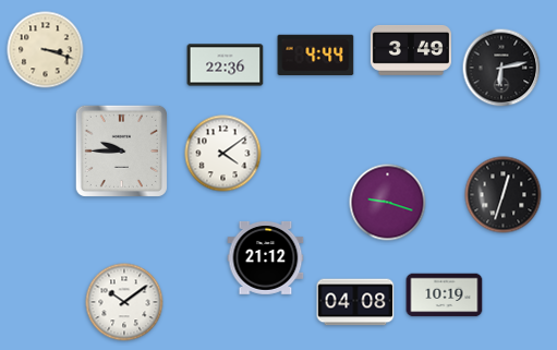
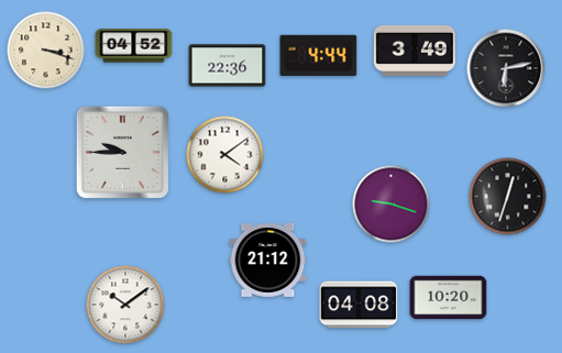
clock at (134, 46): none -> 04:52
clock at (445, 295): 10:19 -> 10:20
